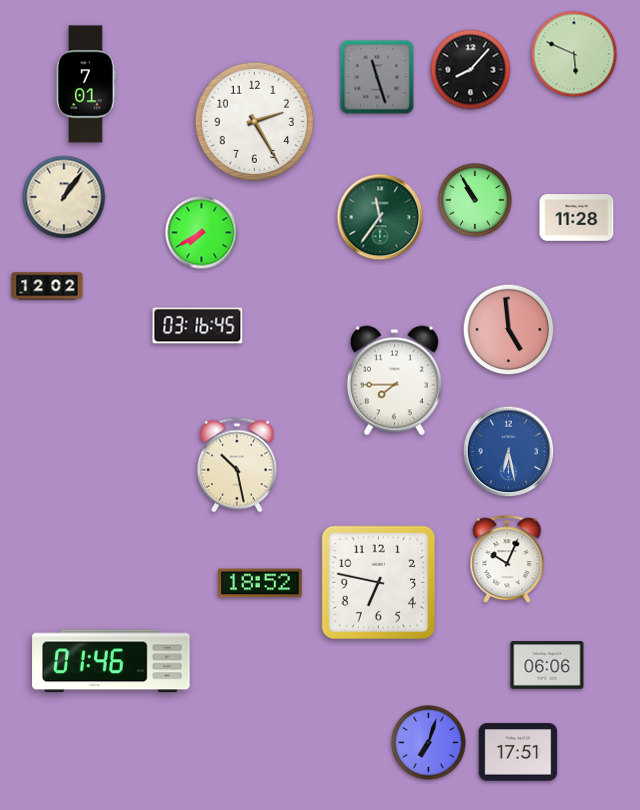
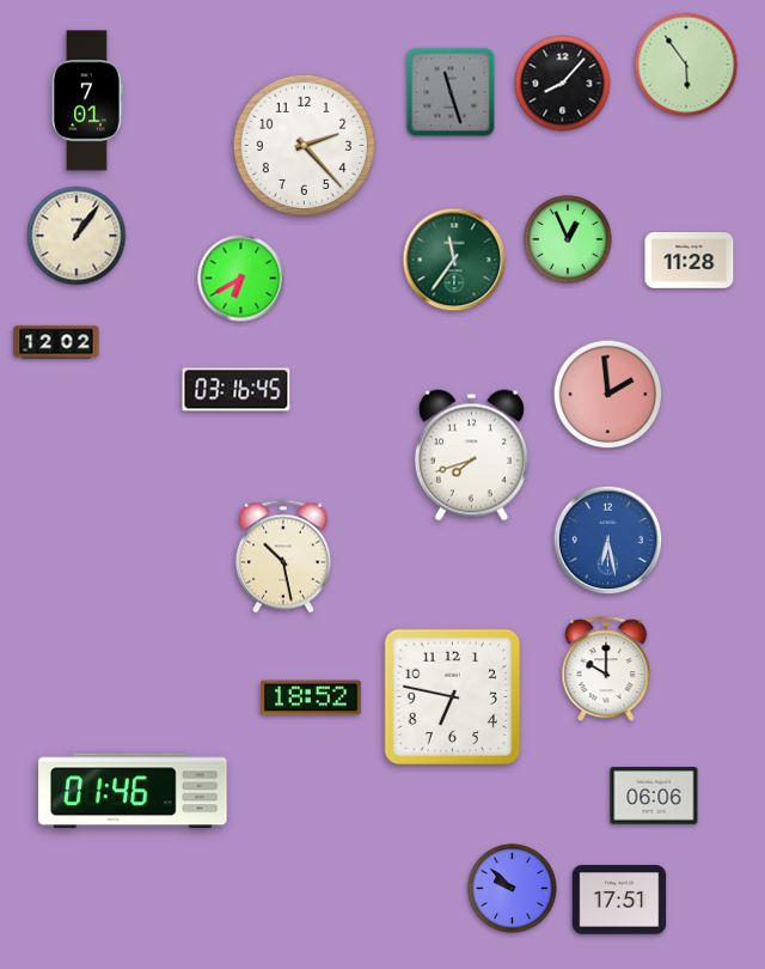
clock at (574, 54): 5:49 -> 5:54
clock at (86, 84) position: (86, 84) -> (87, 100)
clock at (255, 122): 2:25 -> 2:23
clock at (475, 200): 10:55 -> 12:56
clock at (202, 233): 7:40 -> 6:40
clock at (509, 330): 4:59 -> 1:59
clock at (394, 381): 7:45 -> 7:42
clock at (507, 560): 10:04 -> 10:00
clock at (429, 743): 7:03 -> 9:52
